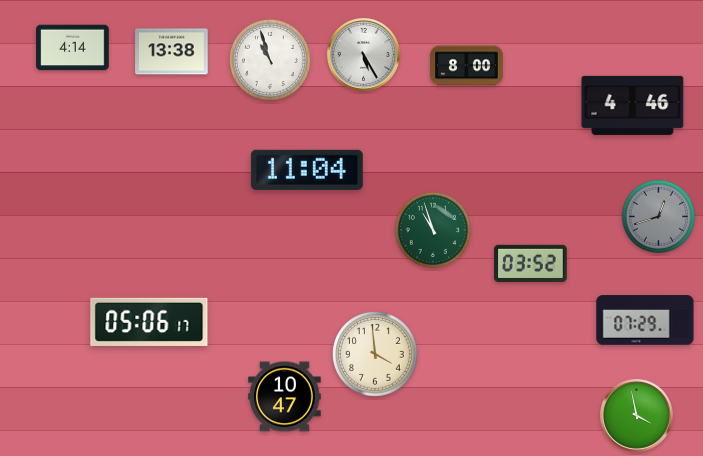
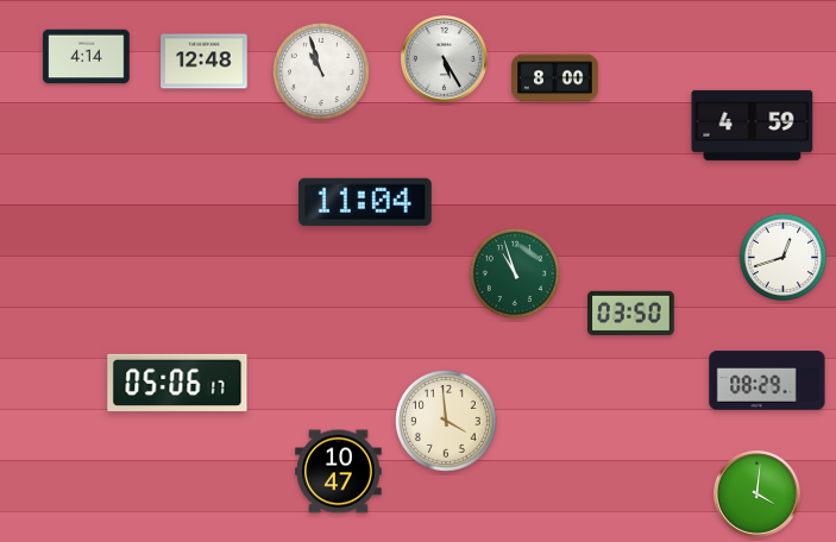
clock at (172, 52): 13:38 -> 12:48
clock at (364, 55) position: (364, 55) -> (445, 59)
clock at (633, 105): 4:46 -> 4:59
clock at (659, 217) dial: grey -> white
clock at (531, 263): 03:52 -> 03:50
clock at (645, 320): 07:29 -> 08:29
clock at (637, 416): 3:58 -> 4:01
